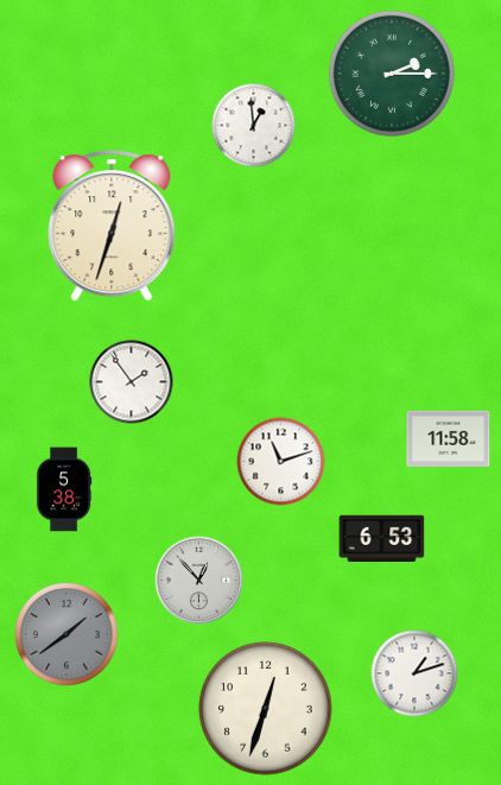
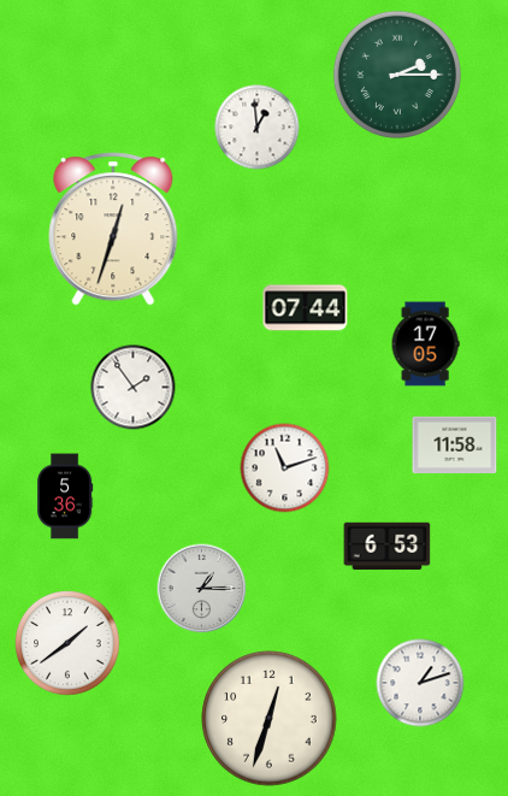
clock at (306, 308): none -> 07:44
clock at (425, 344): none -> 17:05
clock at (64, 489): 5:38 -> 5:36
clock at (199, 581): 12:53 -> 1:15
clock at (66, 634) dial: grey -> white
